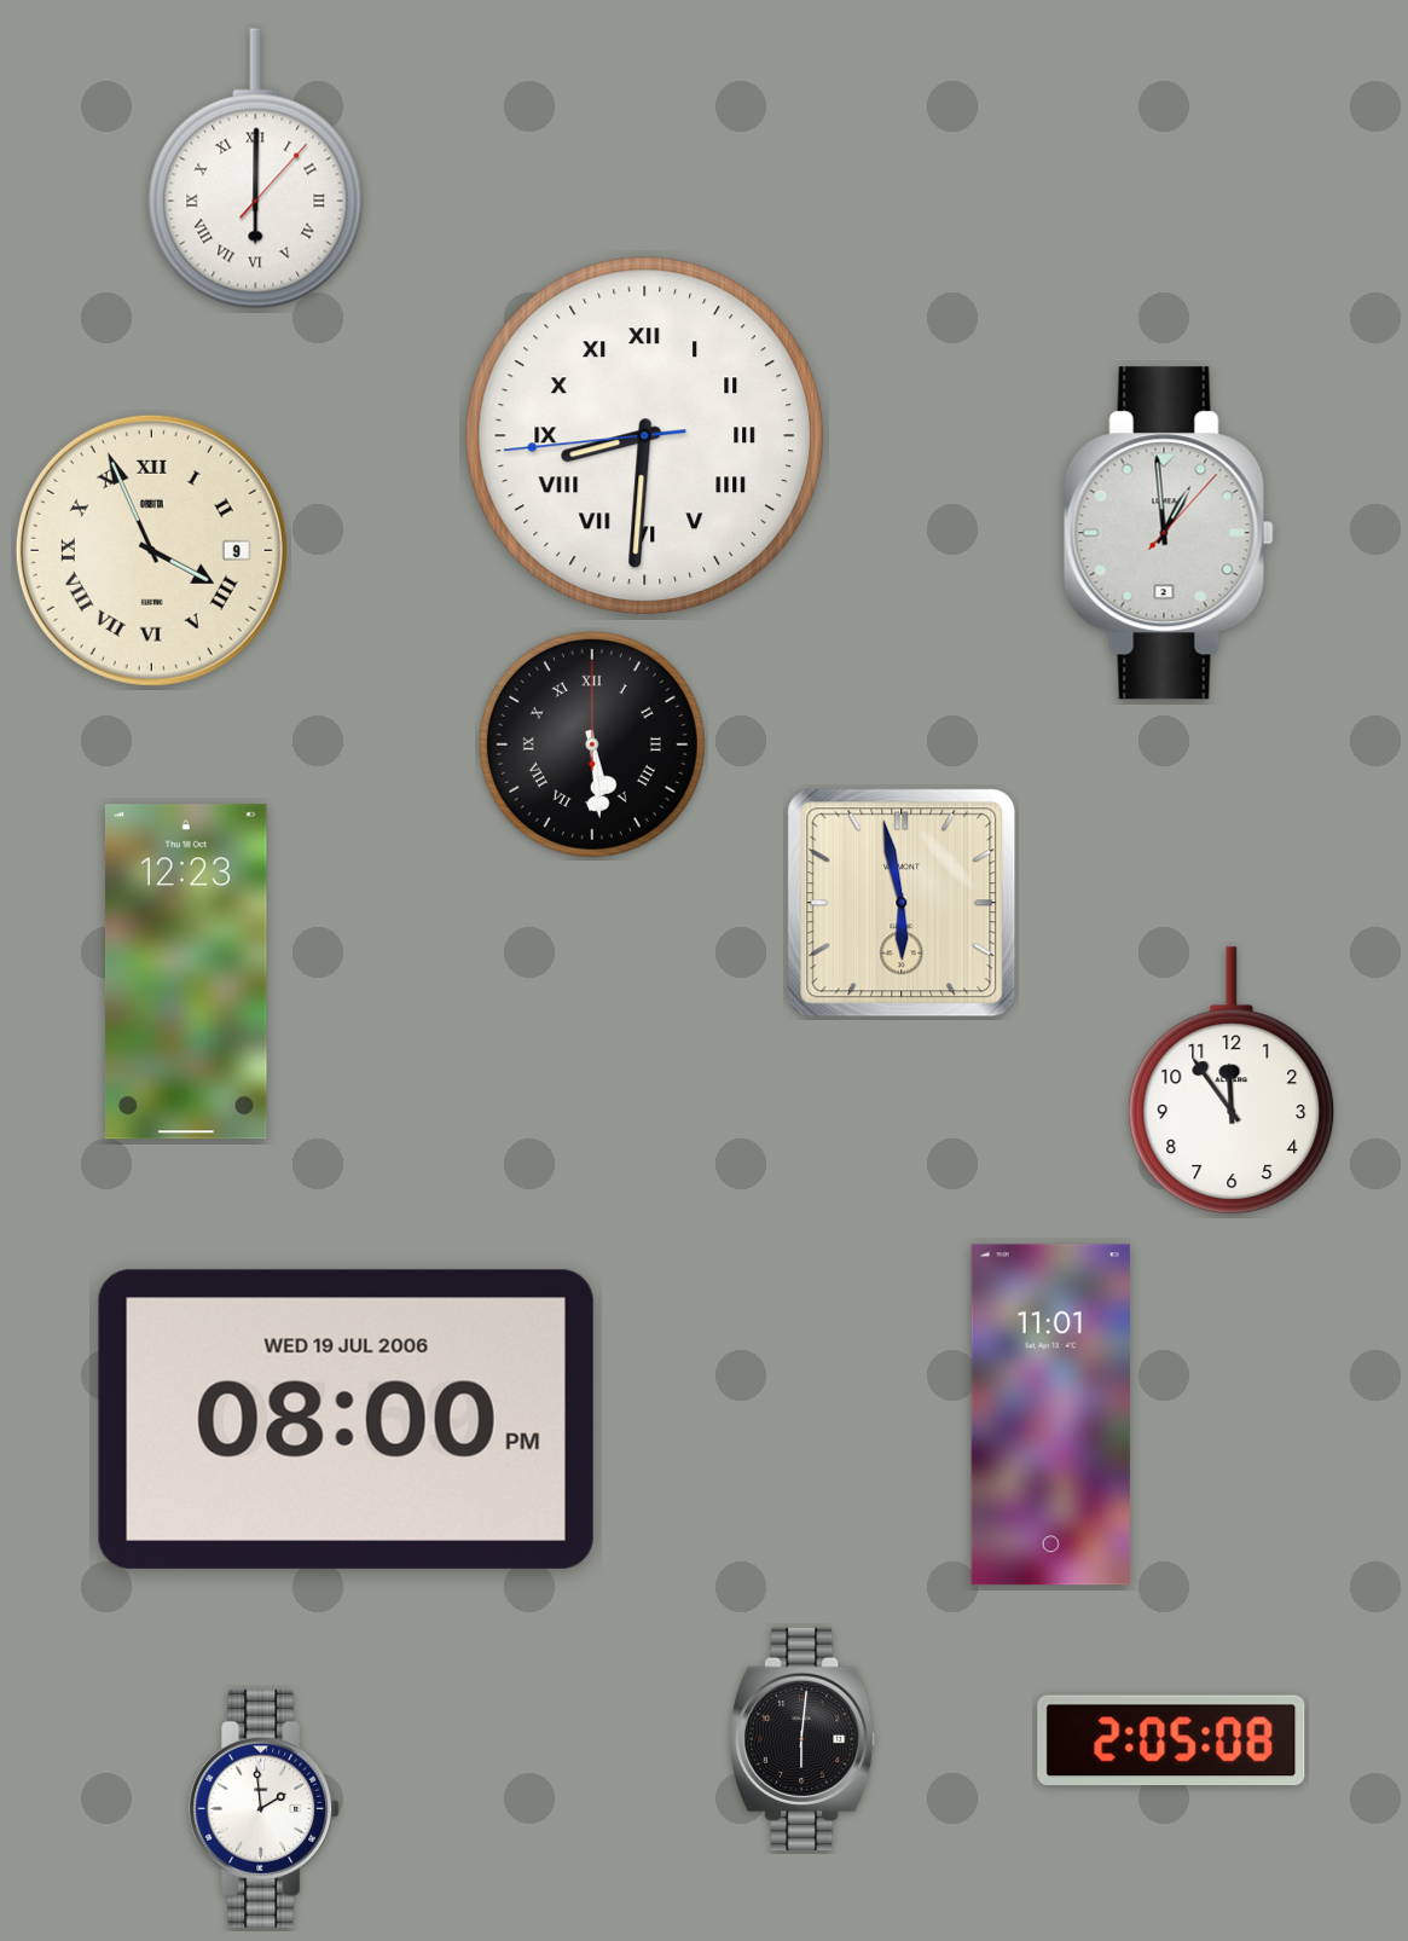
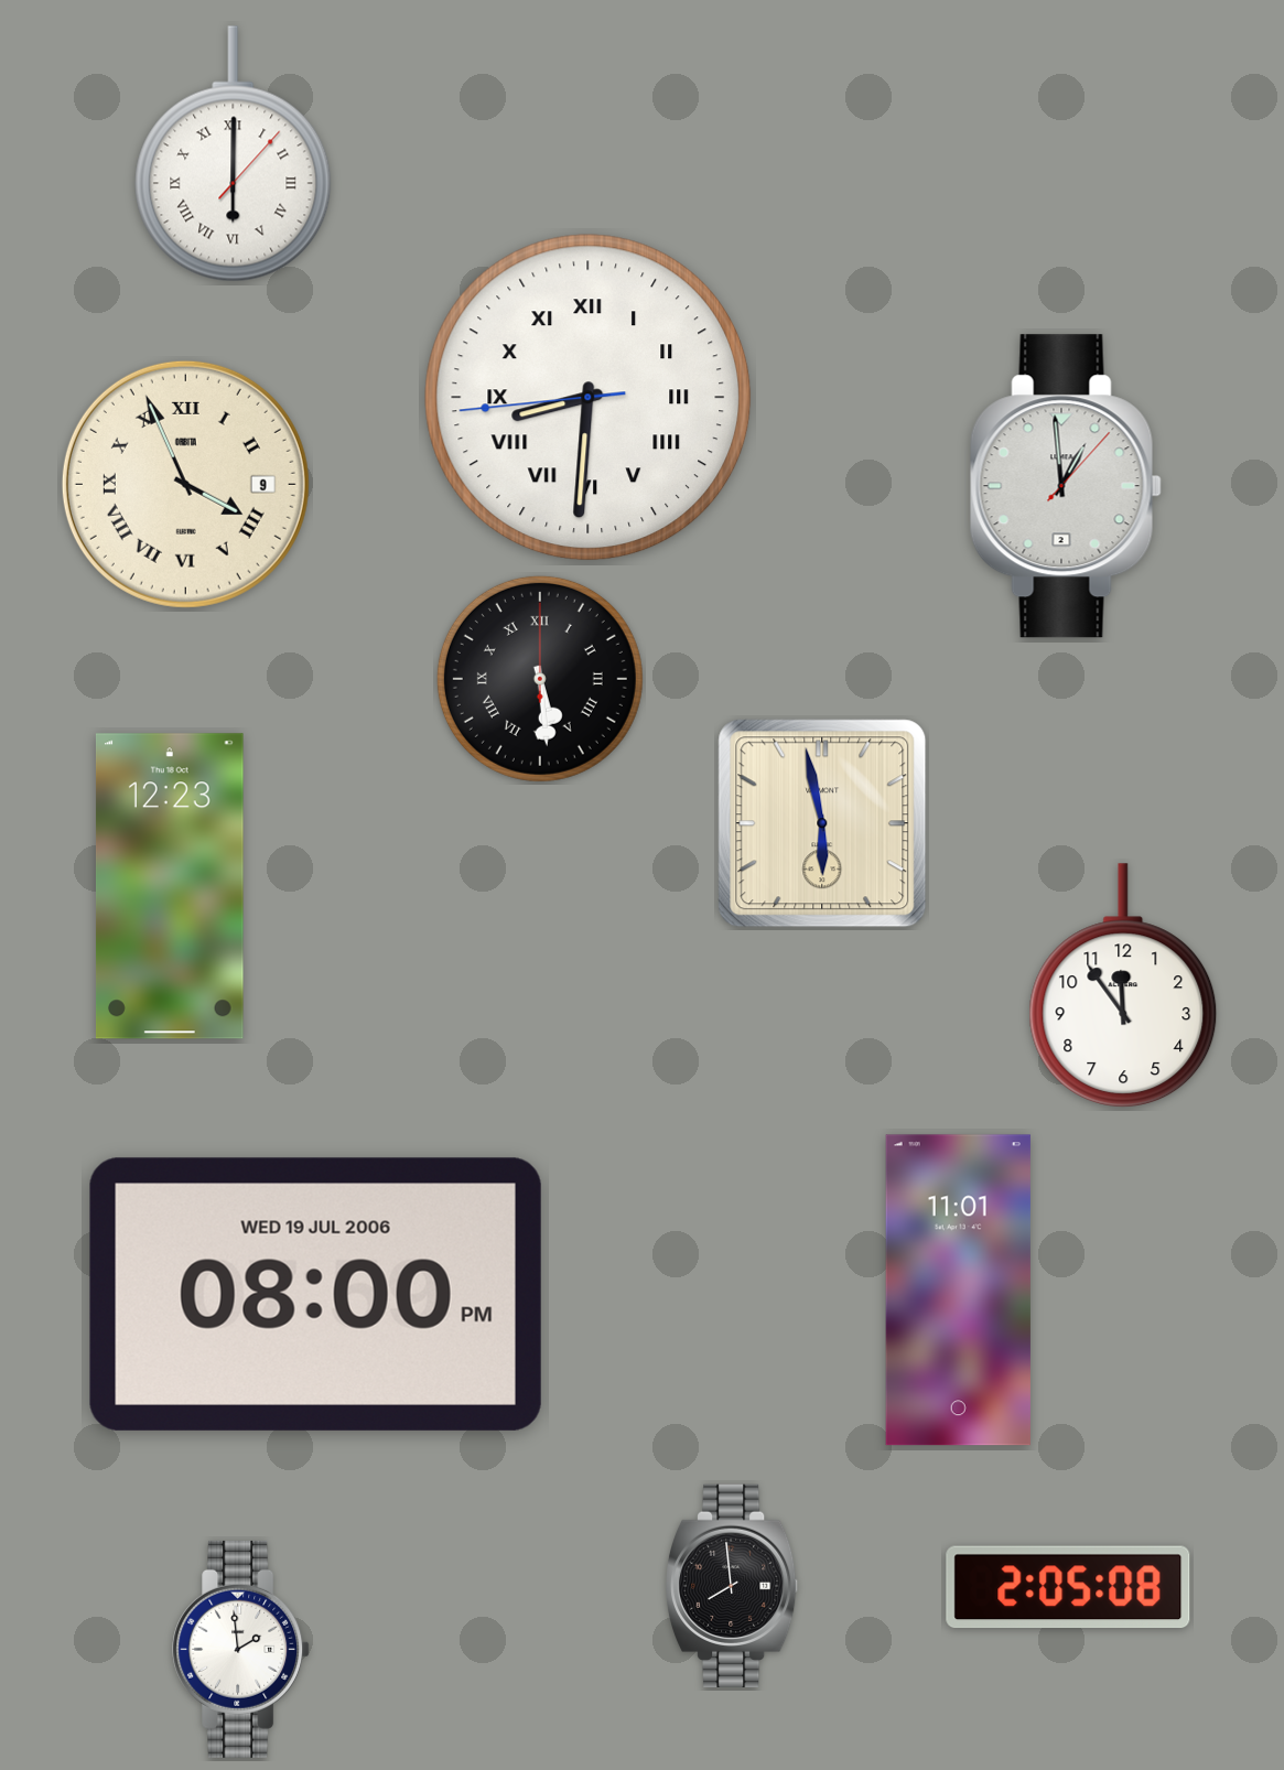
clock at (151, 550) position: (151, 550) -> (185, 484)
clock at (804, 1738): 6:01 -> 7:59
